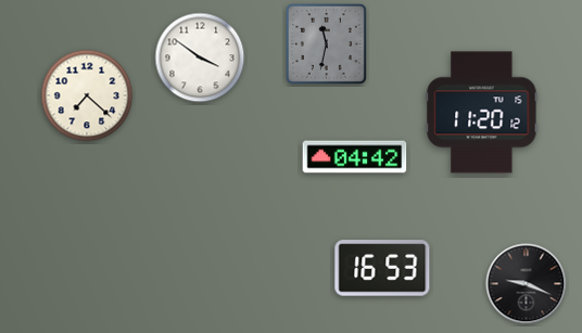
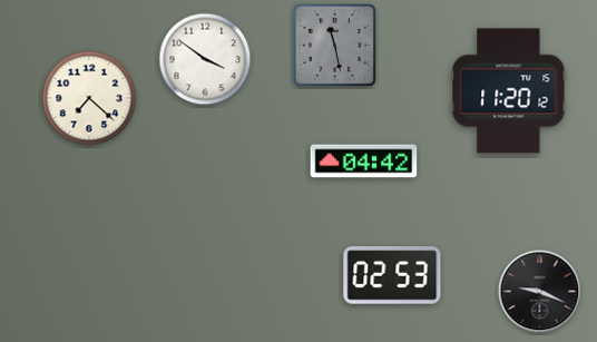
clock at (326, 43): 11:32 -> 11:28
clock at (482, 113) position: (482, 113) -> (509, 91)
clock at (382, 268): 16:53 -> 02:53
